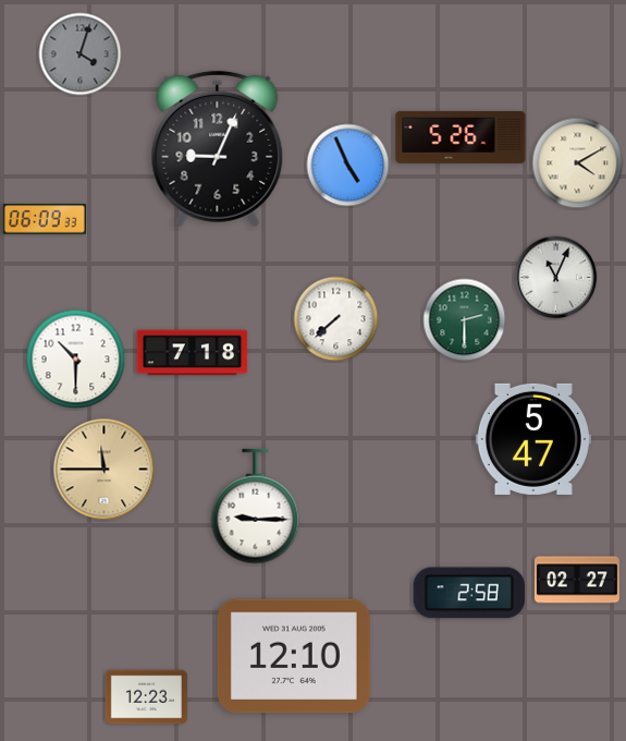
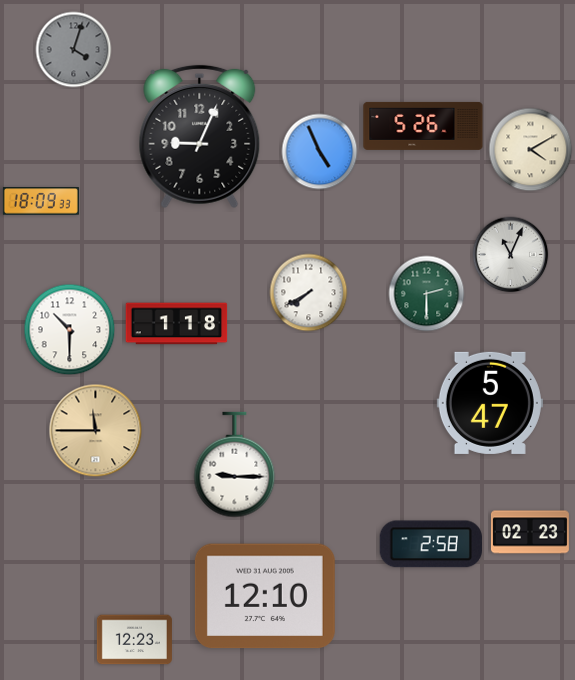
clock at (45, 219): 06:09 -> 18:09
clock at (336, 319): 7:38 -> 7:40
clock at (193, 353): 7:18 -> 1:18
clock at (577, 580): 02:27 -> 02:23
clock at (294, 656) position: (294, 656) -> (265, 596)
